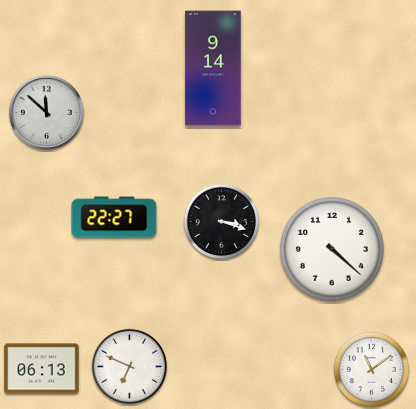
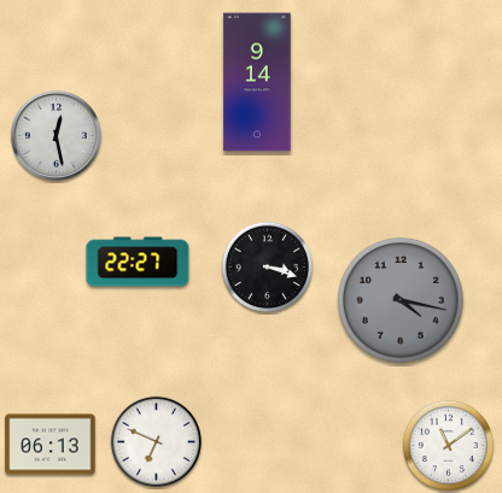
clock at (47, 113): 11:52 -> 12:28
clock at (332, 249): 4:22 -> 4:17
clock at (332, 249) dial: white -> grey
